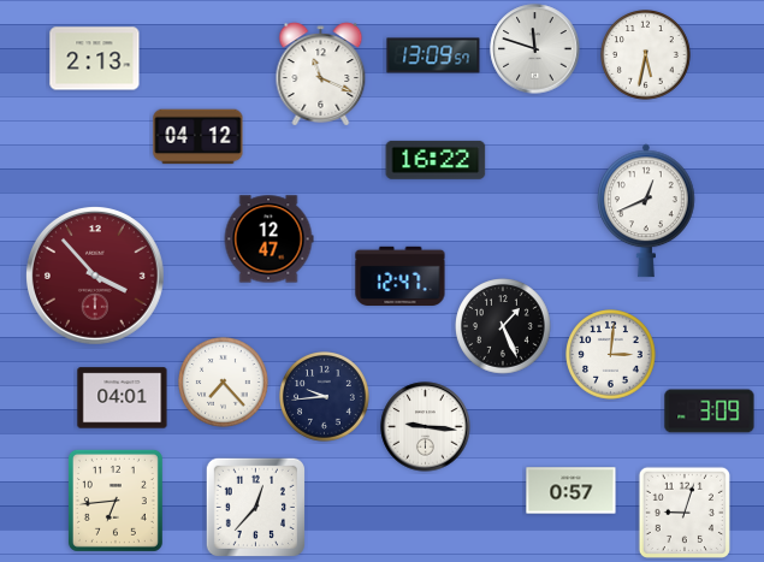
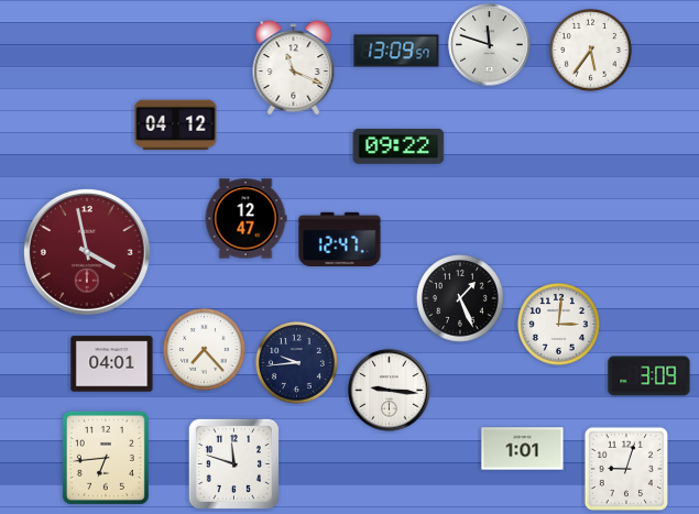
clock at (646, 55): 5:32 -> 5:36
clock at (95, 59): 2:13 -> none
clock at (199, 137) position: (199, 137) -> (176, 125)
clock at (436, 160): 16:22 -> 09:22
clock at (647, 211): 12:41 -> none
clock at (95, 276): 3:53 -> 3:58
clock at (401, 276) position: (401, 276) -> (340, 239)
clock at (571, 491): 0:57 -> 1:01
clock at (255, 507): 12:37 -> 11:48
